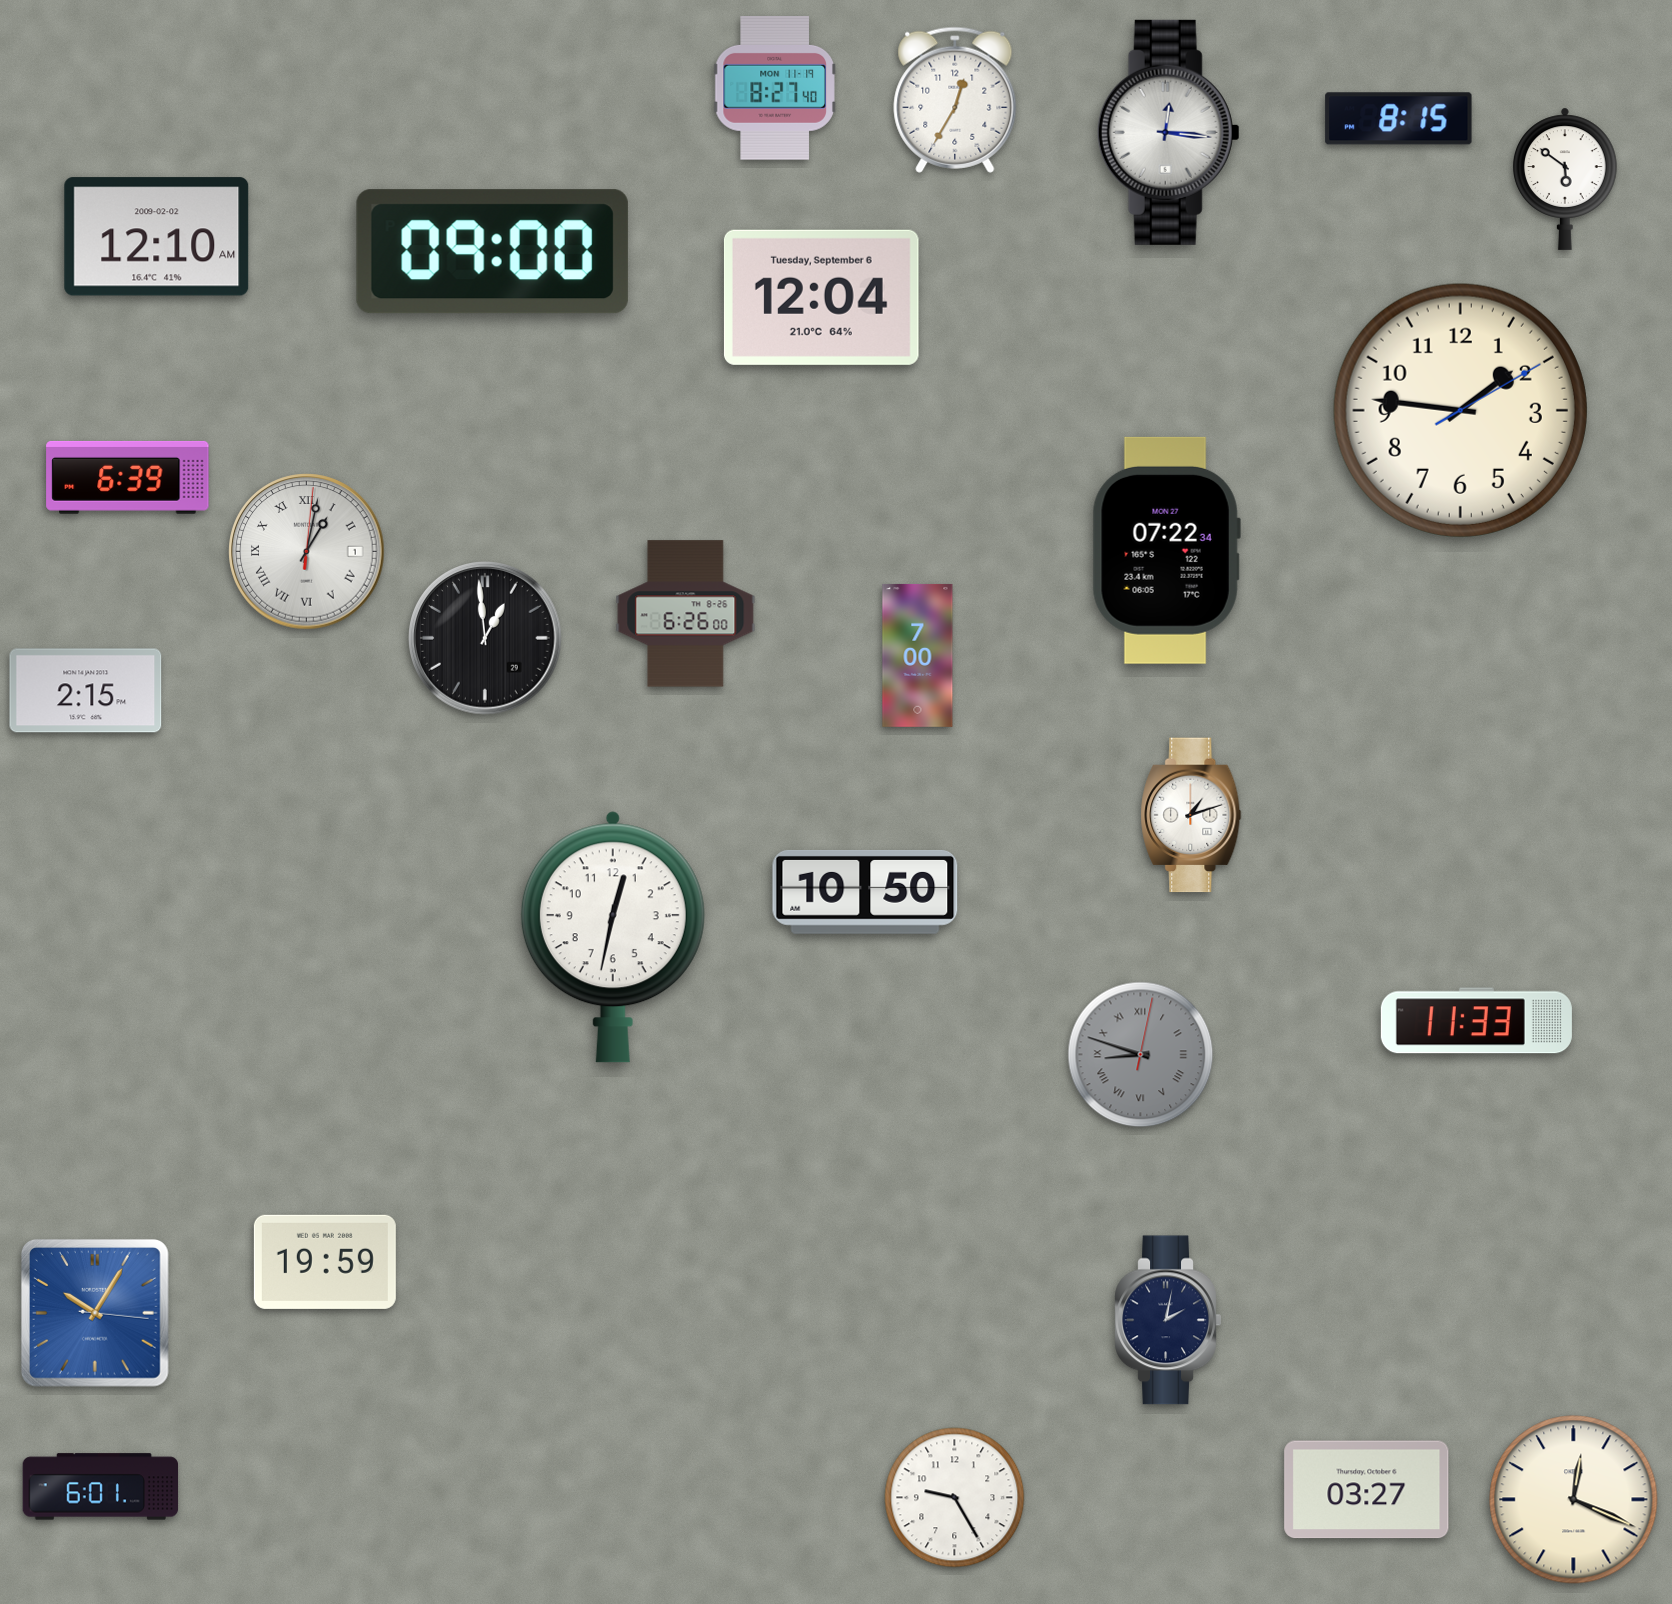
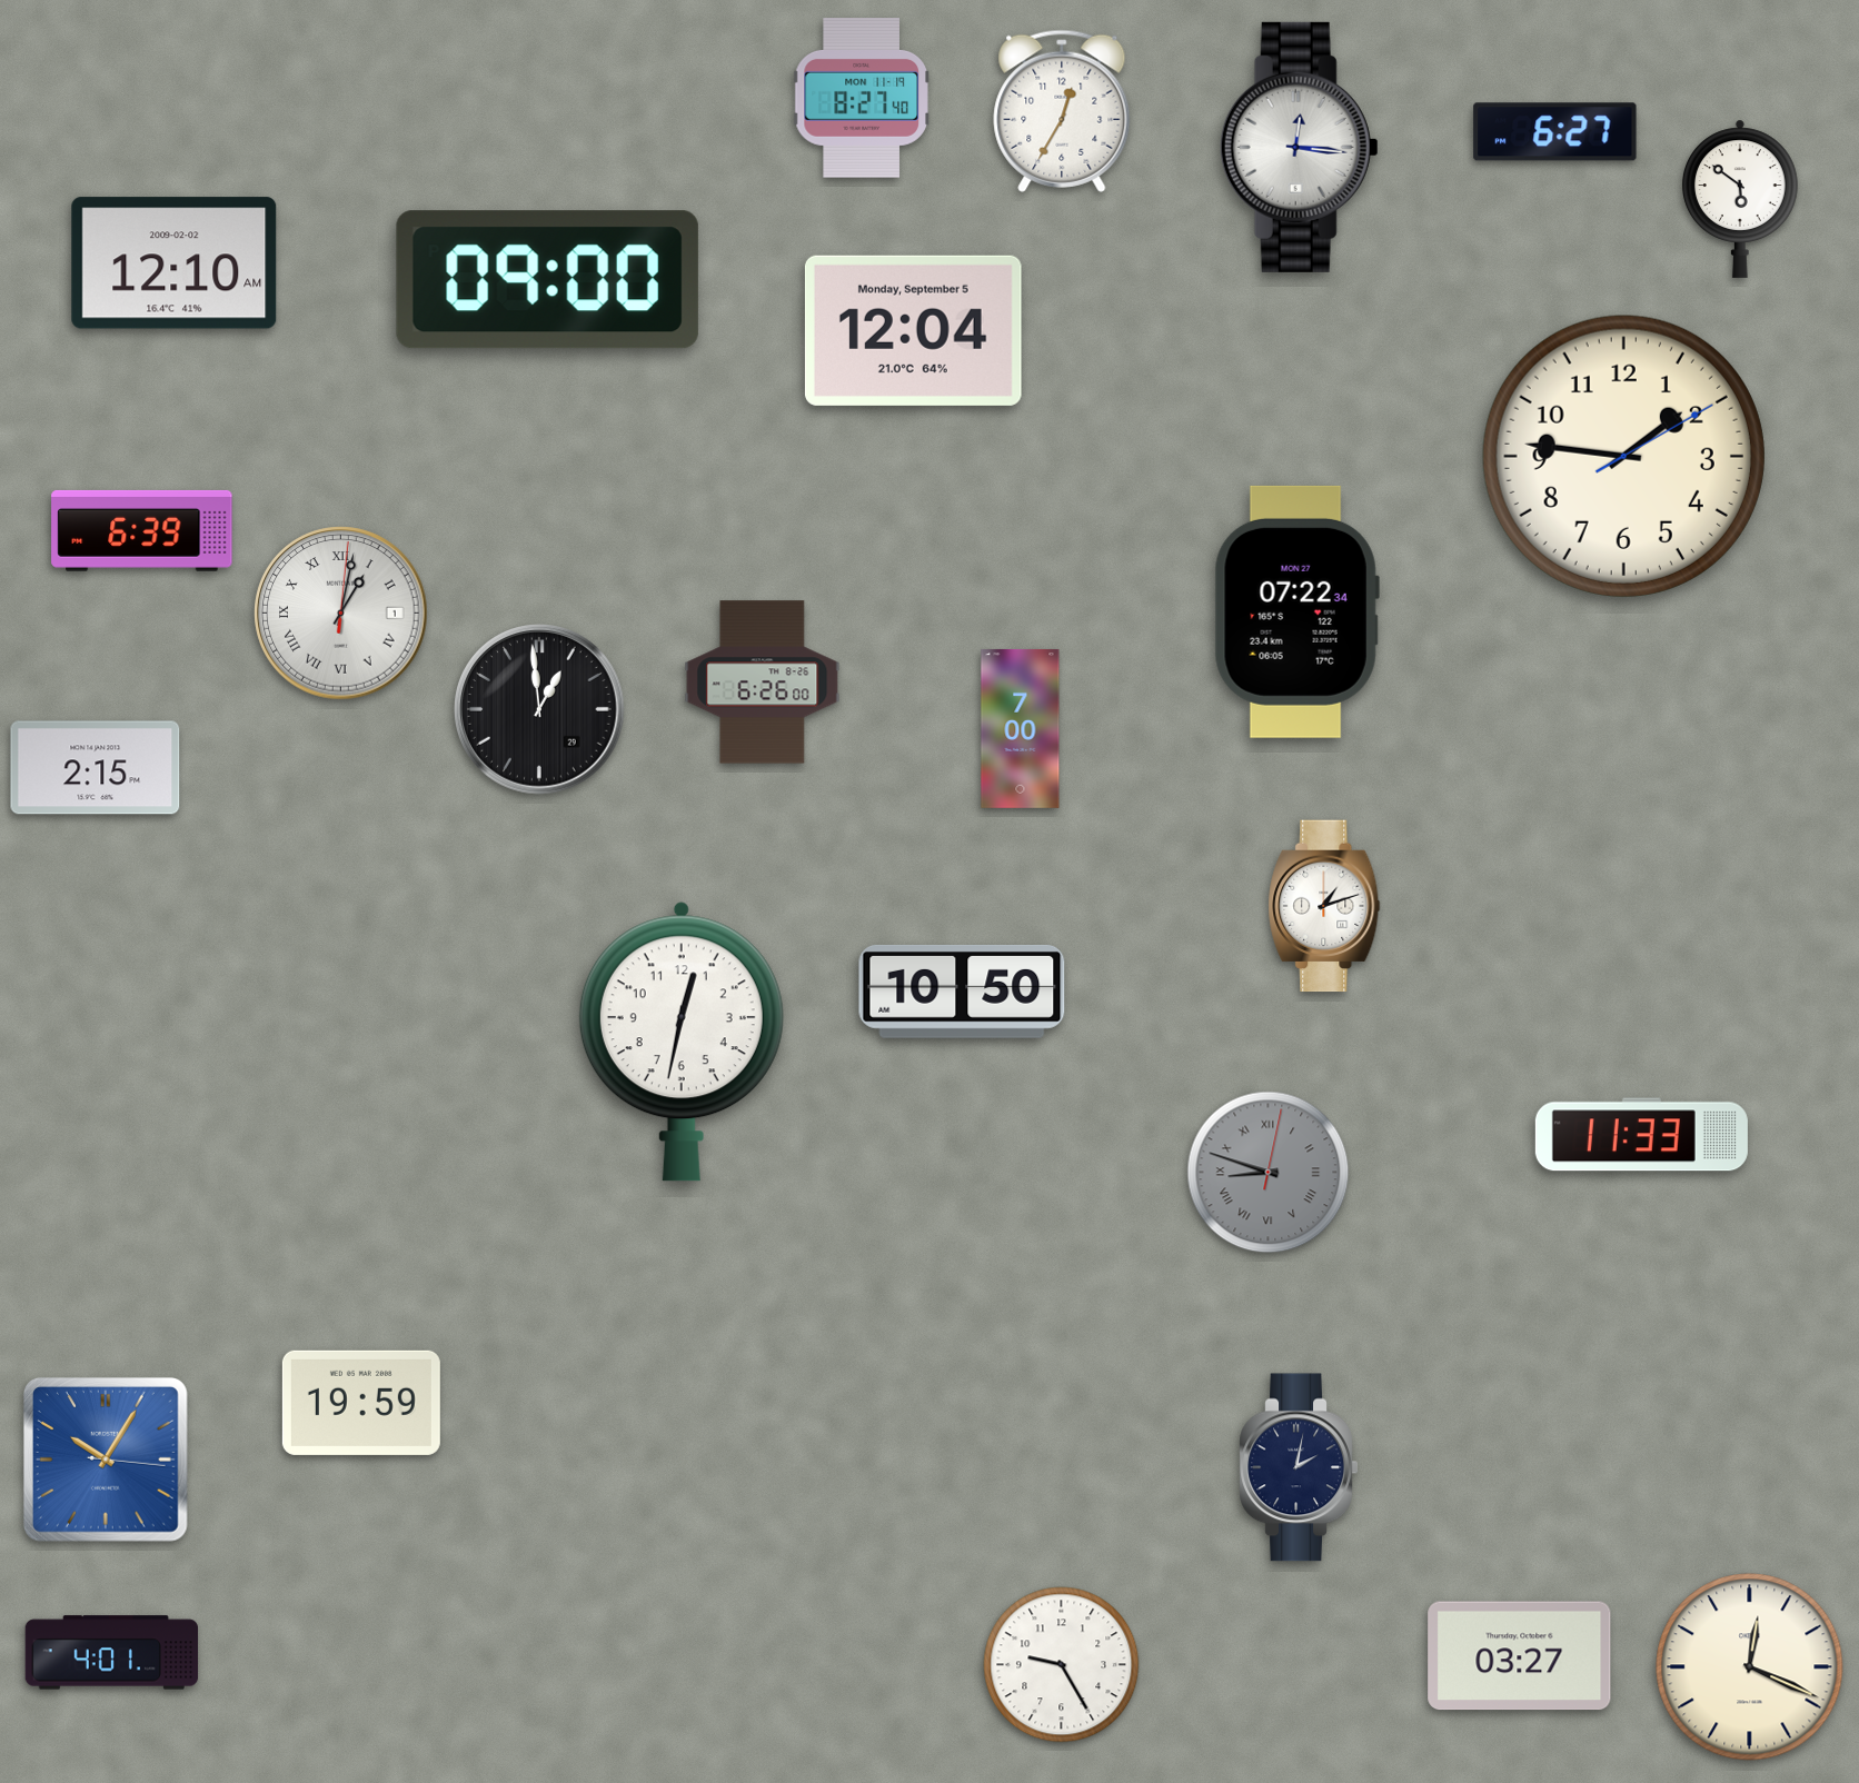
clock at (1399, 119): 8:15 -> 6:27
clock at (821, 297) date: Tuesday, September 6 -> Monday, September 5
clock at (101, 1487): 6:01 -> 4:01
